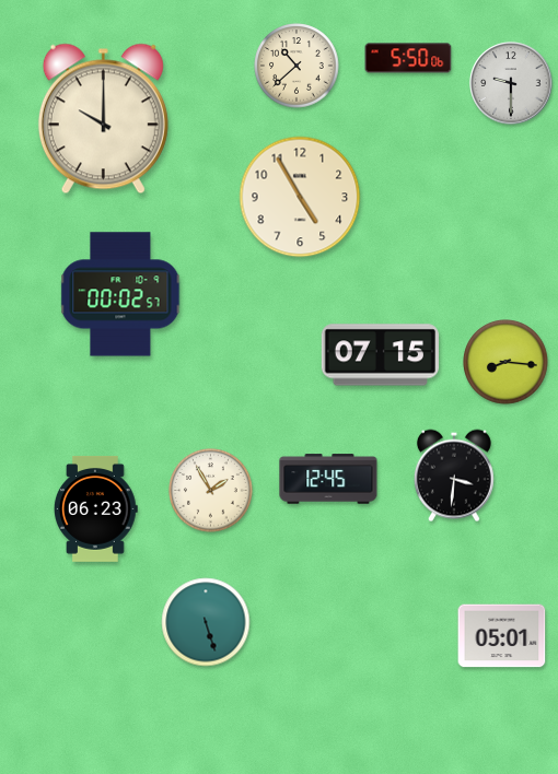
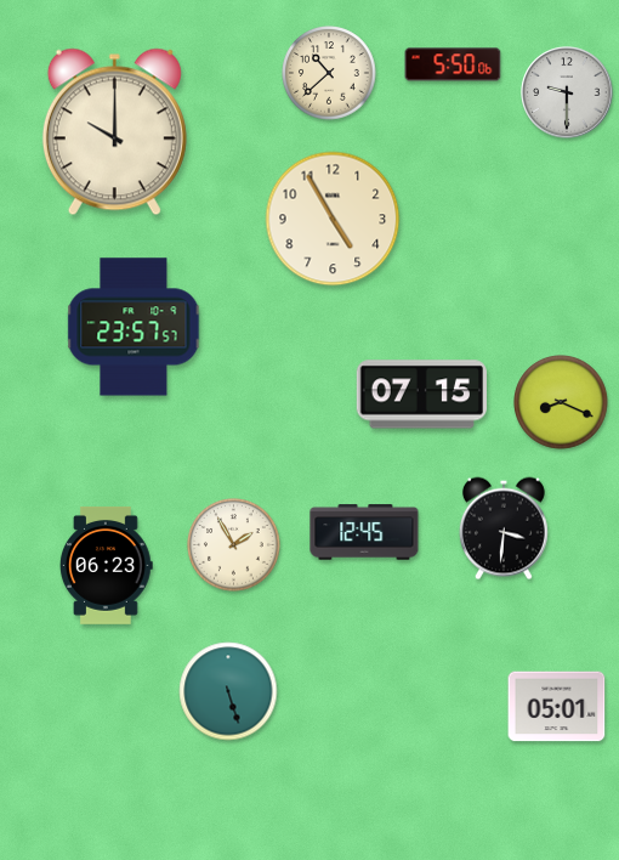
clock at (120, 294): 00:02 -> 23:57
clock at (505, 362): 8:16 -> 8:19
